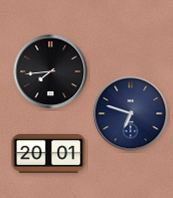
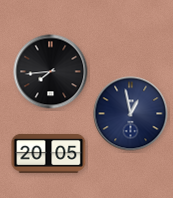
clock at (131, 114): 6:48 -> 12:58
clock at (49, 153): 20:01 -> 20:05
